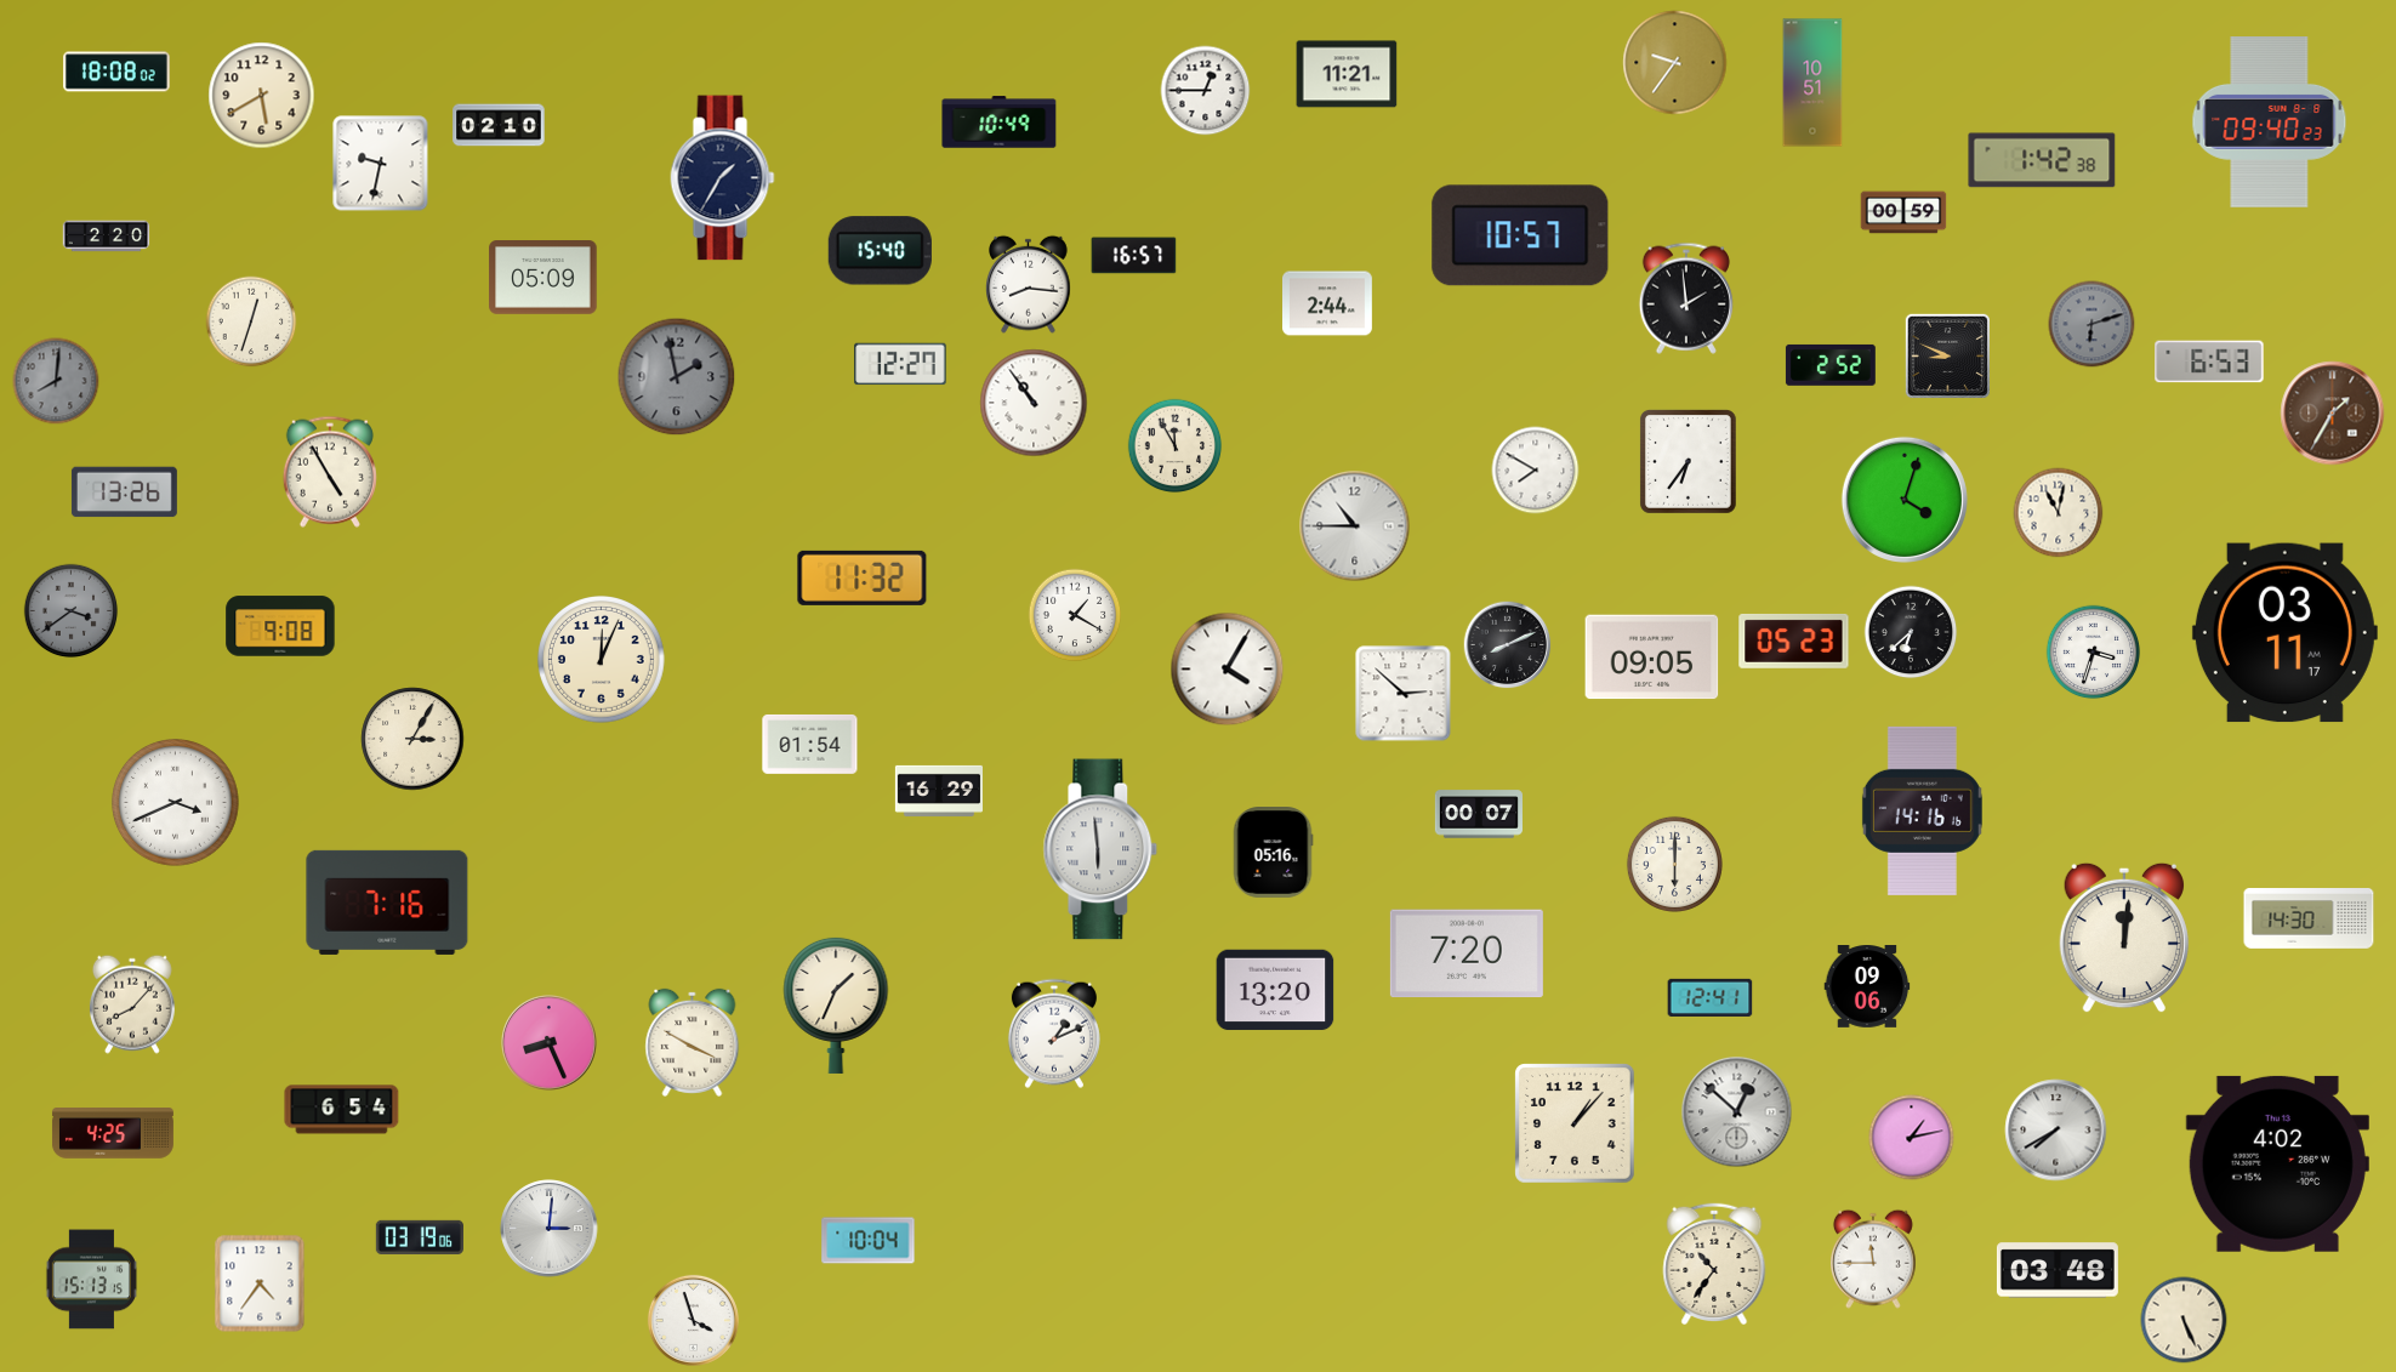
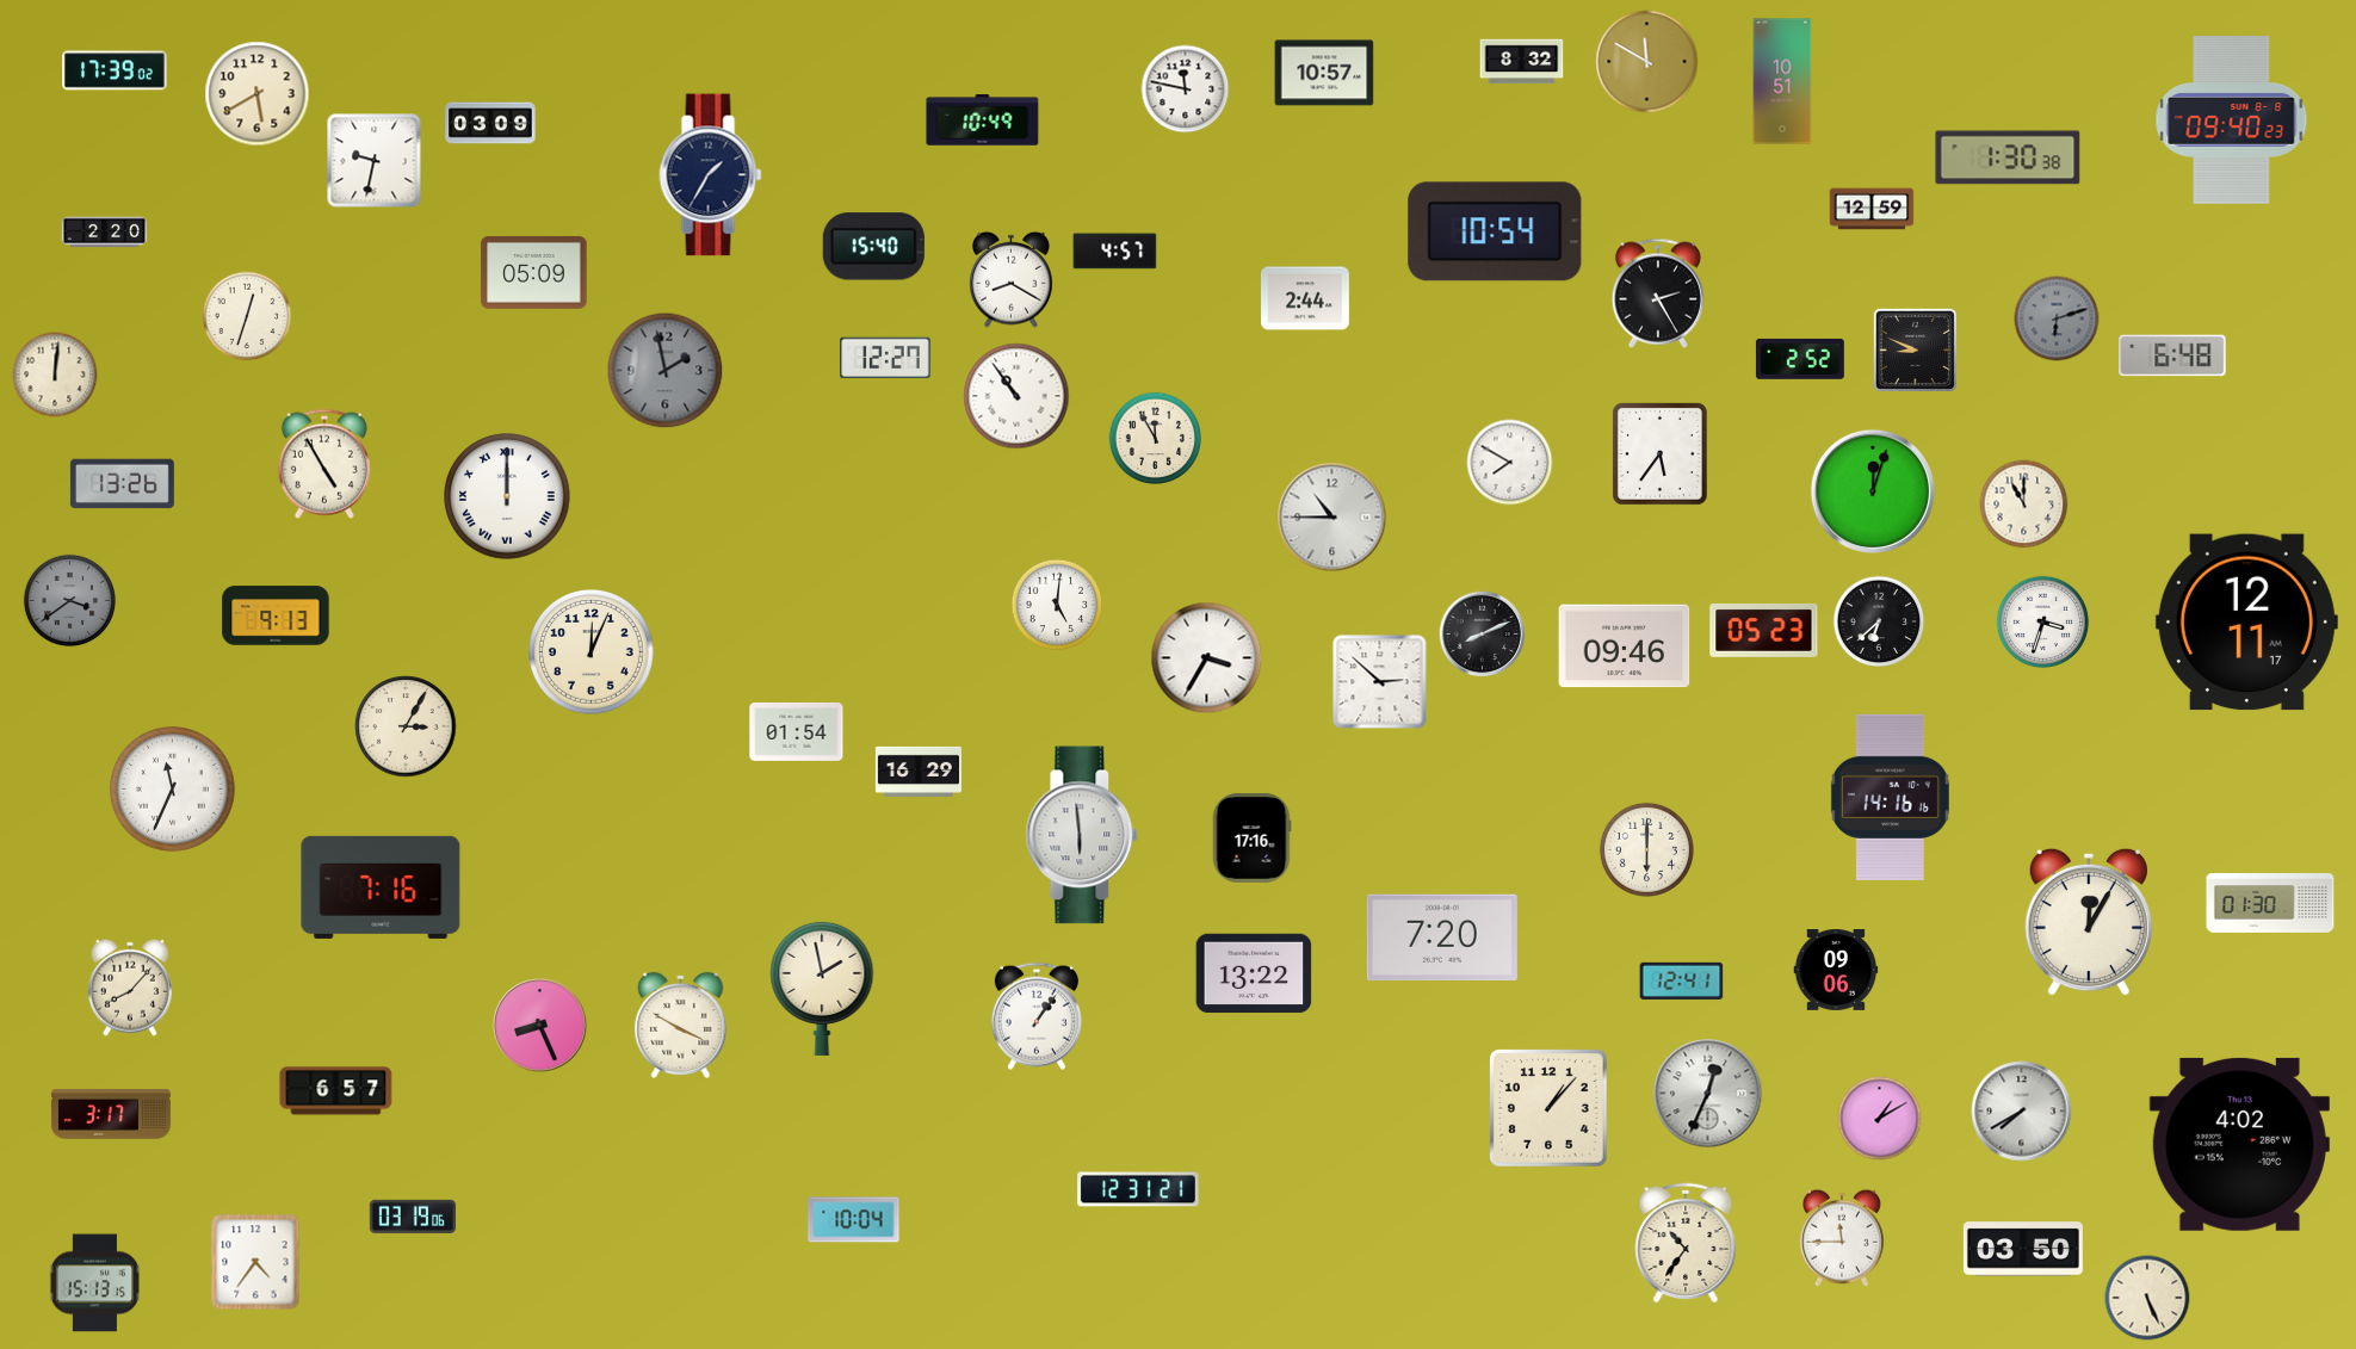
clock at (1522, 62): none -> 8:32
clock at (1675, 63): 9:36 -> 11:50
clock at (116, 72): 18:08 -> 17:39
clock at (1347, 74): 11:21 -> 10:57
clock at (1206, 91): 12:45 -> 11:47
clock at (499, 125): 02:10 -> 03:09
clock at (2042, 160): 1:42 -> 1:30
clock at (1903, 212): 00:59 -> 12:59
clock at (1520, 235): 10:57 -> 10:54
clock at (880, 251) position: (880, 251) -> (873, 247)
clock at (1134, 256): 16:57 -> 4:57
clock at (1029, 284): 8:16 -> 8:20
clock at (1686, 298): 1:59 -> 2:25
clock at (2209, 361): 6:53 -> 6:48
clock at (56, 381): 8:01 -> 12:01
clock at (56, 381) dial: grey -> cream
clock at (2333, 414): 1:35 -> none
clock at (1688, 461): 6:36 -> 5:36
clock at (1905, 500): 4:03 -> 12:03
clock at (507, 496): none -> 12:00
clock at (2059, 513): 11:02 -> 11:00
clock at (863, 577): 11:32 -> none
clock at (1075, 615): 1:20 -> 5:01
clock at (280, 626): 9:08 -> 9:13
clock at (2284, 633): 03:11 -> 12:11
clock at (2094, 653) position: (2094, 653) -> (2043, 623)
clock at (1652, 657): 09:05 -> 09:46
clock at (602, 660) position: (602, 660) -> (592, 652)
clock at (1228, 670): 4:05 -> 3:35
clock at (938, 791) position: (938, 791) -> (917, 772)
clock at (176, 803): 3:41 -> 11:34
clock at (1479, 814): 00:07 -> none
clock at (1273, 853): 05:16 -> 17:16
clock at (2309, 920): 14:30 -> 01:30
clock at (2123, 938): 12:01 -> 12:05
clock at (1275, 990): 13:20 -> 13:22
clock at (836, 1004): 1:34 -> 1:58
clock at (1054, 1034): 1:11 -> 1:06
clock at (342, 1110): 6:54 -> 6:57
clock at (1737, 1112): 12:52 -> 12:34
clock at (1575, 1123) position: (1575, 1123) -> (1548, 1108)
clock at (113, 1133): 4:25 -> 3:17
clock at (1912, 1138): 1:13 -> 1:10
clock at (1138, 1189): none -> 12:31
clock at (550, 1229): 3:01 -> none
clock at (2058, 1270): 03:48 -> 03:50
clock at (91, 1280) position: (91, 1280) -> (94, 1283)
clock at (693, 1320): 3:57 -> none
